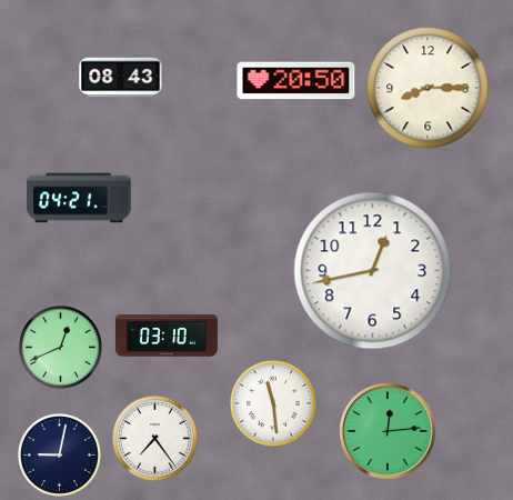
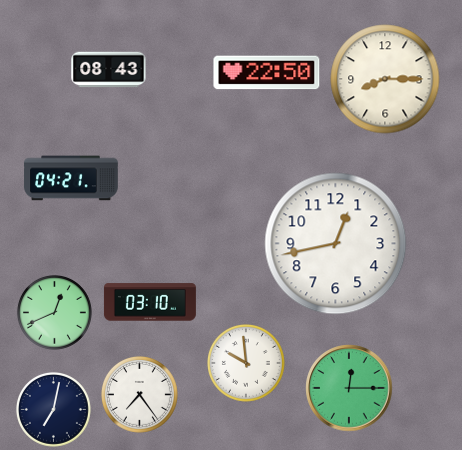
clock at (296, 81): 20:50 -> 22:50
clock at (274, 404): 11:29 -> 9:59
clock at (388, 431): 12:14 -> 12:15
clock at (59, 454): 9:02 -> 7:02
